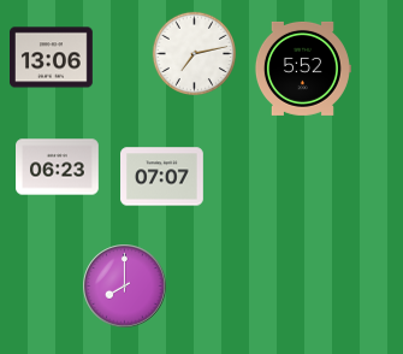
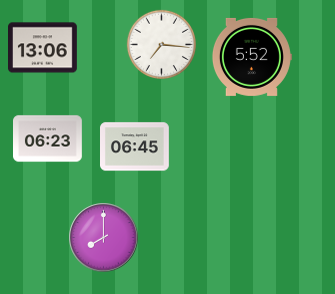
clock at (194, 53): 7:13 -> 7:16
clock at (162, 177): 07:07 -> 06:45
